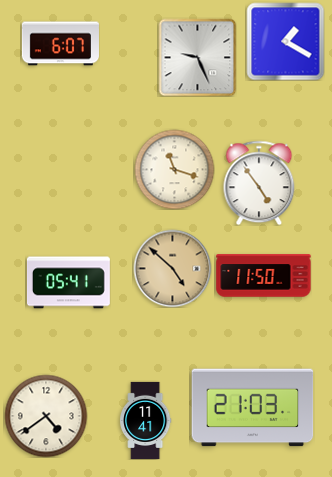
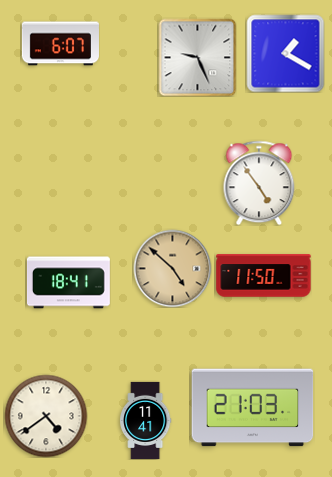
clock at (285, 41) position: (285, 41) -> (285, 53)
clock at (174, 169): 11:18 -> none
clock at (68, 283): 05:41 -> 18:41
